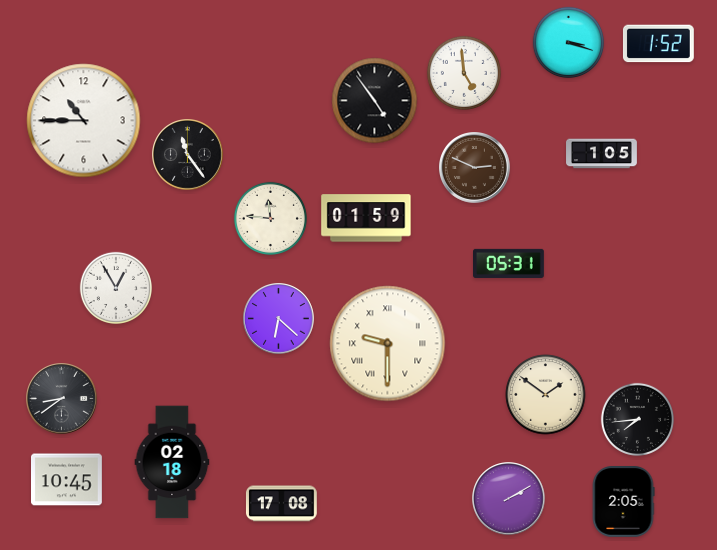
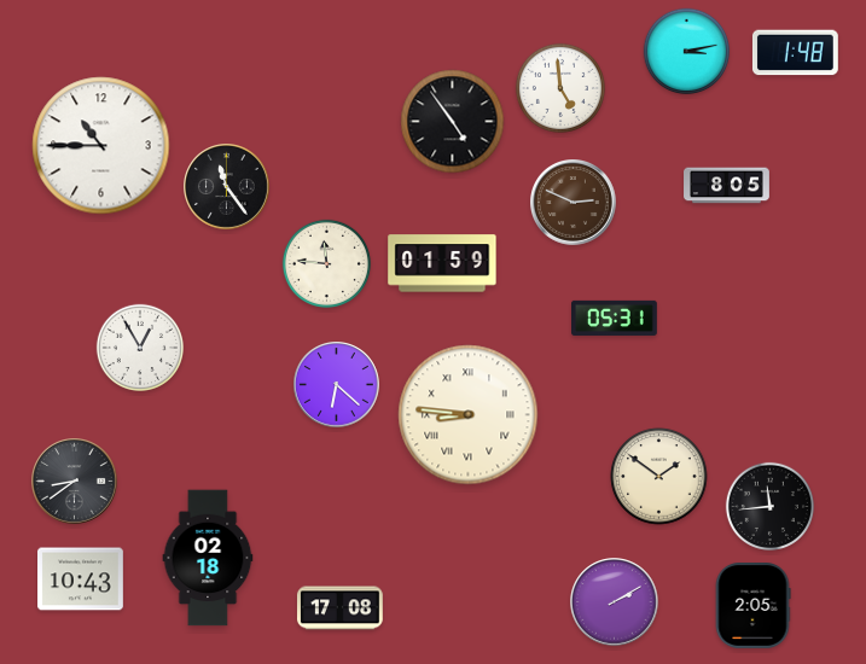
clock at (569, 43): 3:18 -> 3:13
clock at (658, 44): 1:52 -> 1:48
clock at (602, 154): 1:05 -> 8:05
clock at (388, 344): 9:30 -> 8:46
clock at (637, 419): 7:44 -> 11:44
clock at (67, 480): 10:45 -> 10:43
